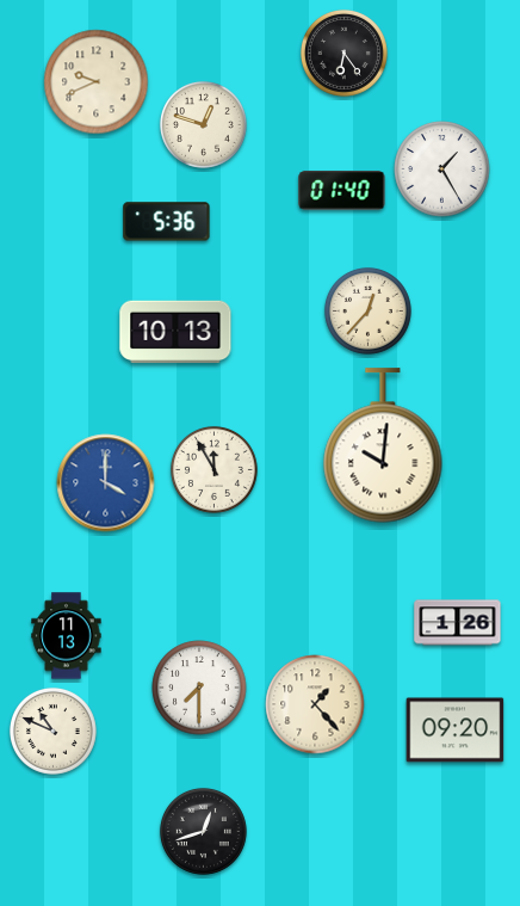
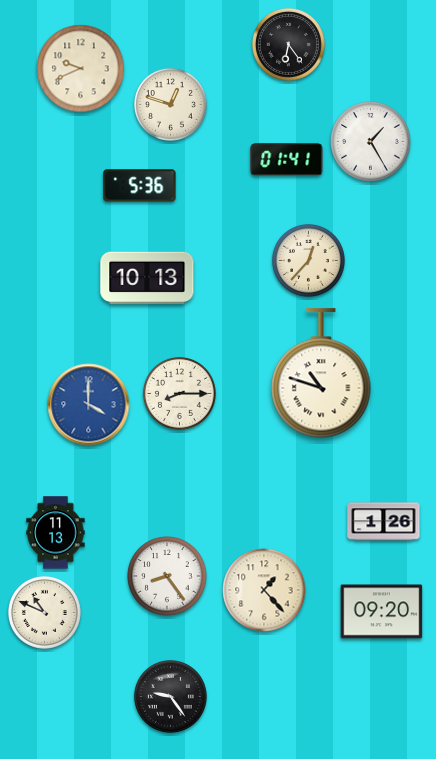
clock at (342, 191): 01:40 -> 01:41
clock at (383, 445): 10:01 -> 10:48
clock at (213, 469): 11:55 -> 8:15
clock at (199, 688): 7:30 -> 8:24
clock at (203, 831): 12:42 -> 9:24
